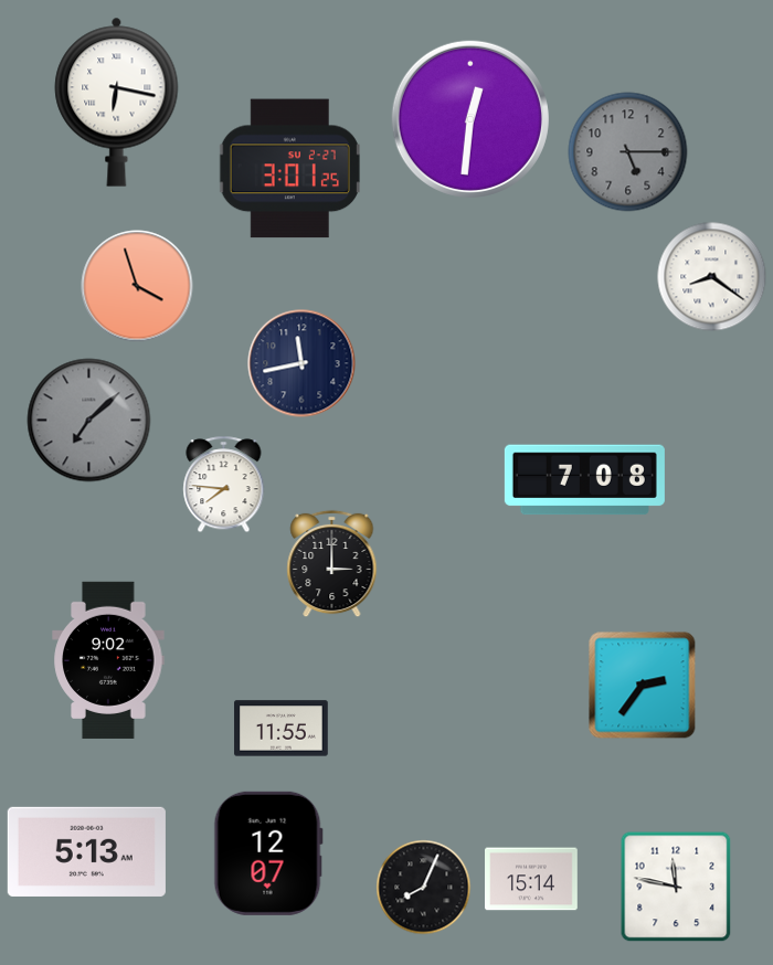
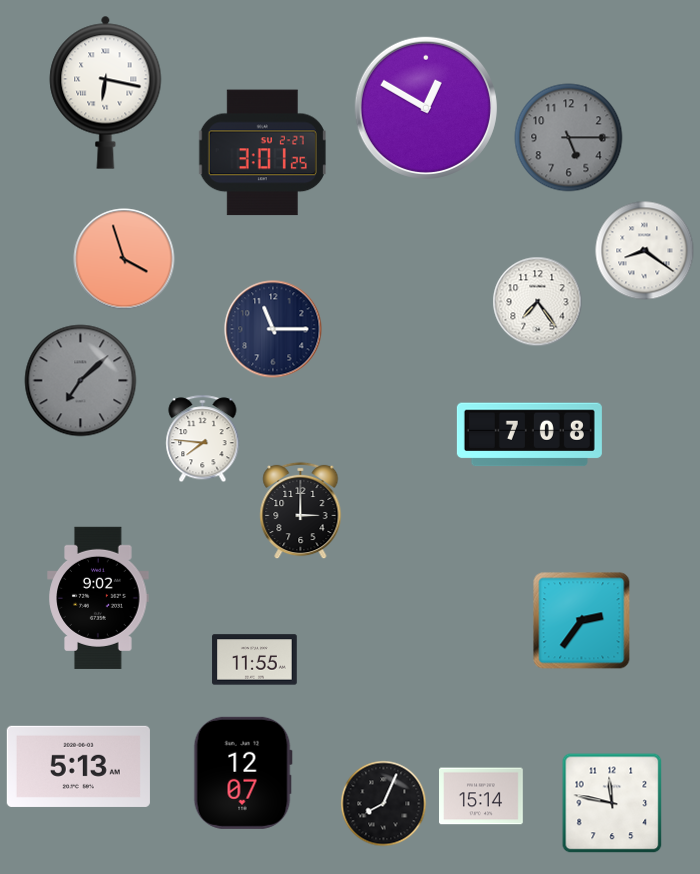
clock at (470, 119): 12:31 -> 12:50
clock at (538, 302): none -> 7:24
clock at (301, 363): 11:43 -> 11:15
clock at (86, 851) position: (86, 851) -> (78, 766)
